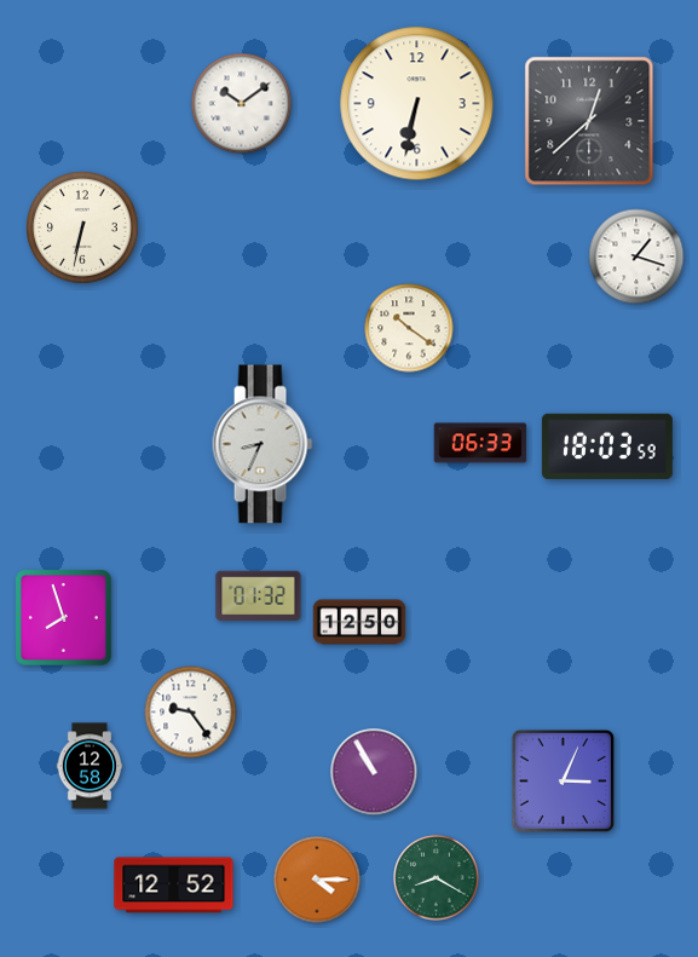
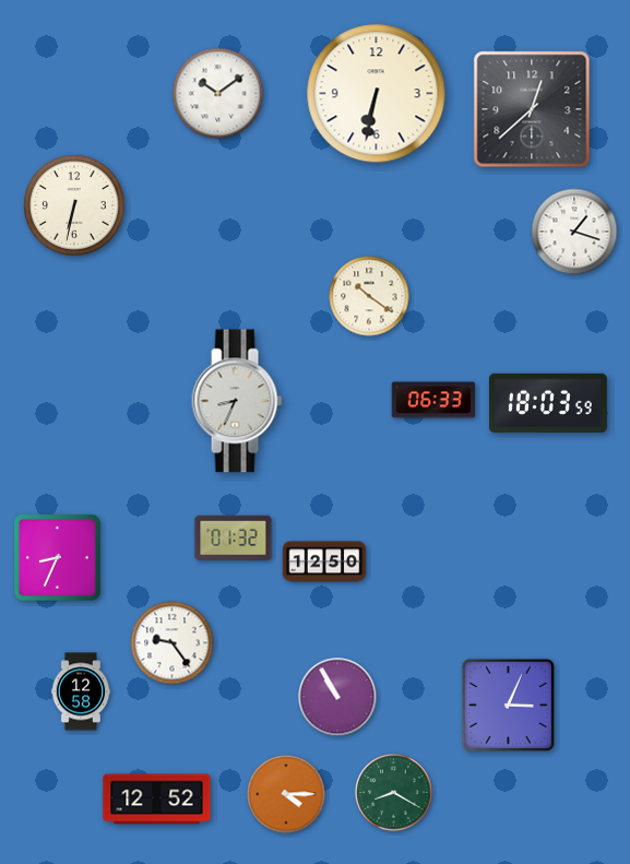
clock at (64, 618): 7:57 -> 8:34
